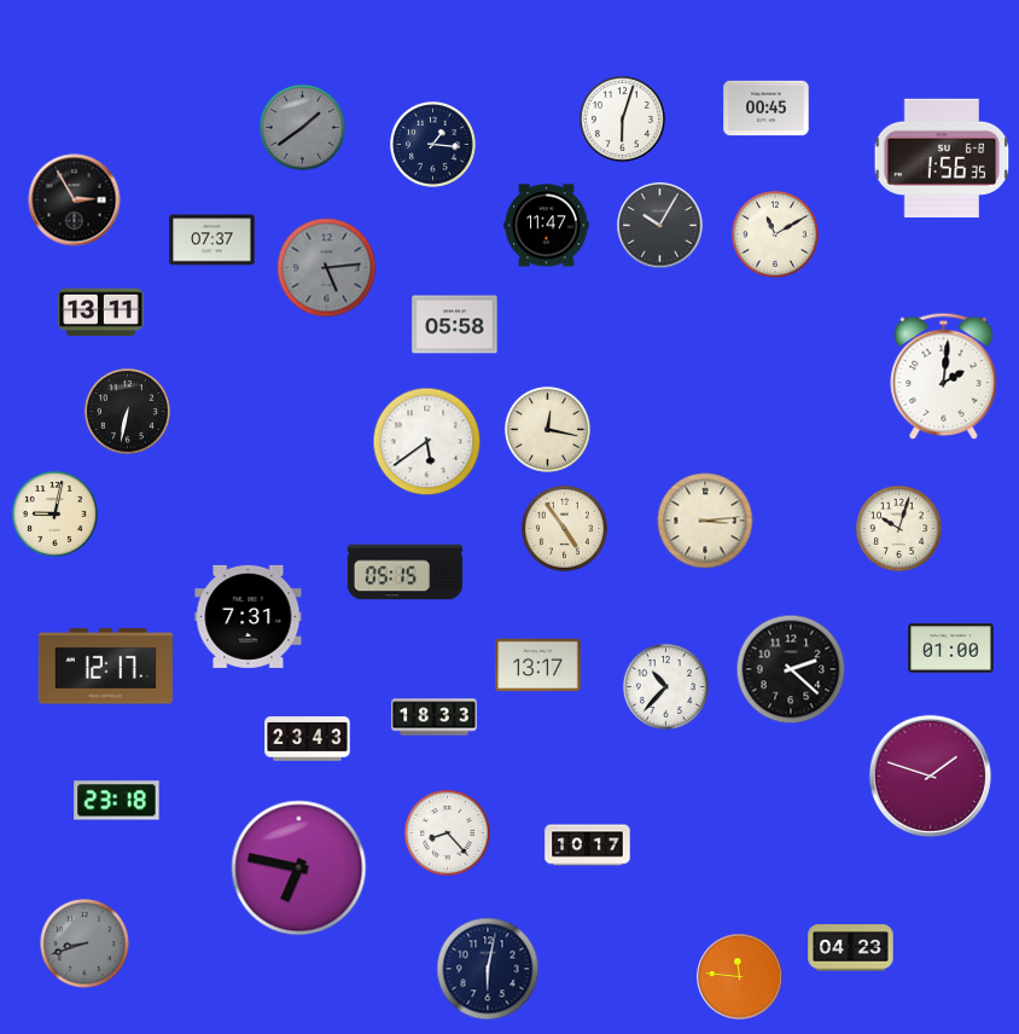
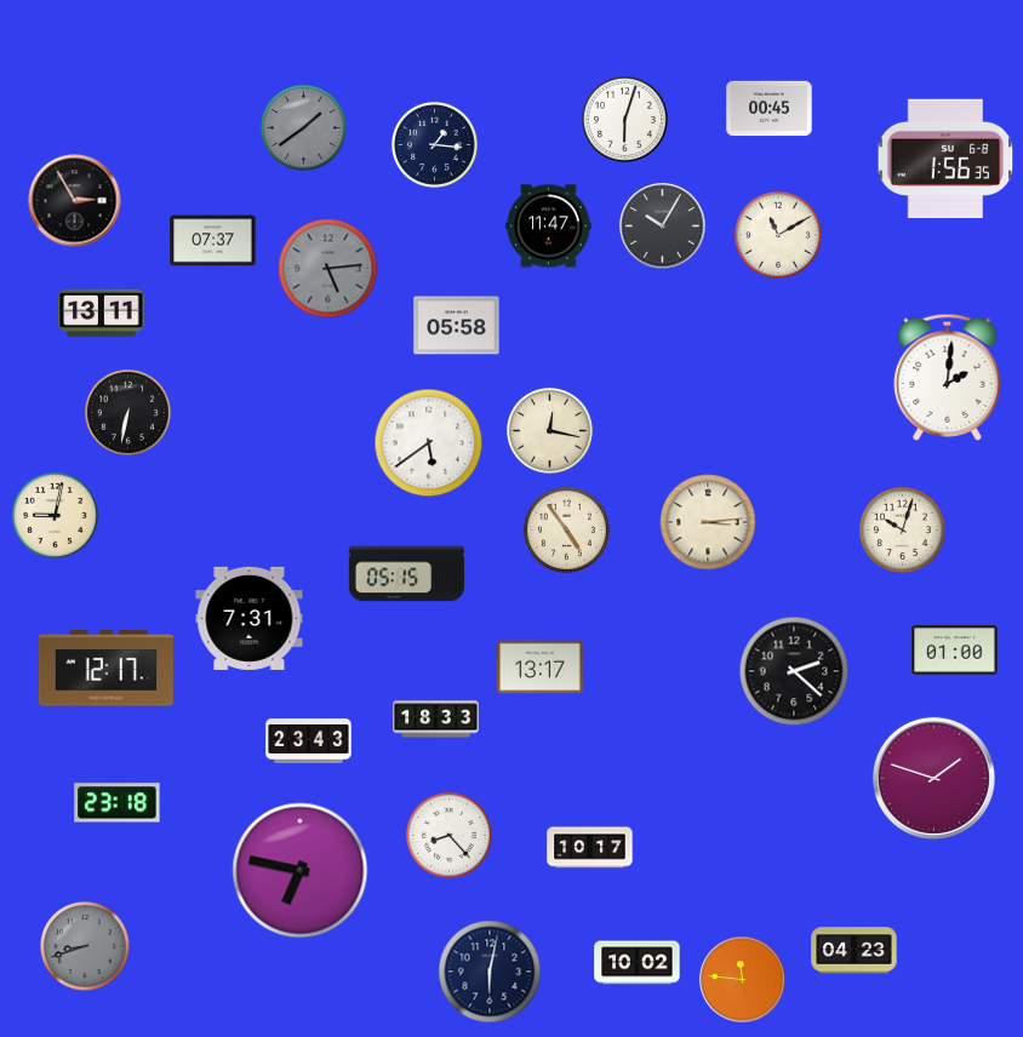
clock at (665, 686): 10:37 -> none
clock at (638, 963): none -> 10:02
